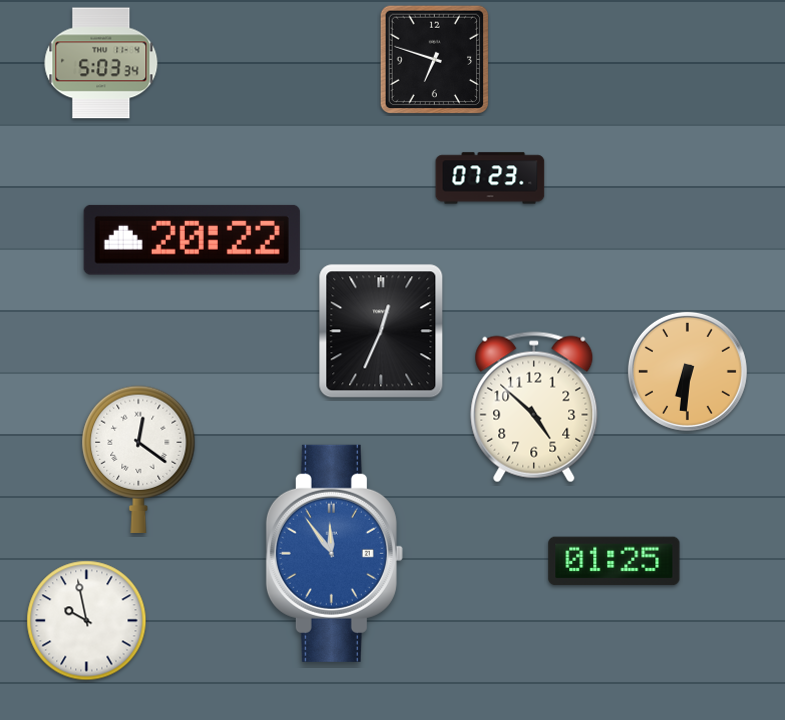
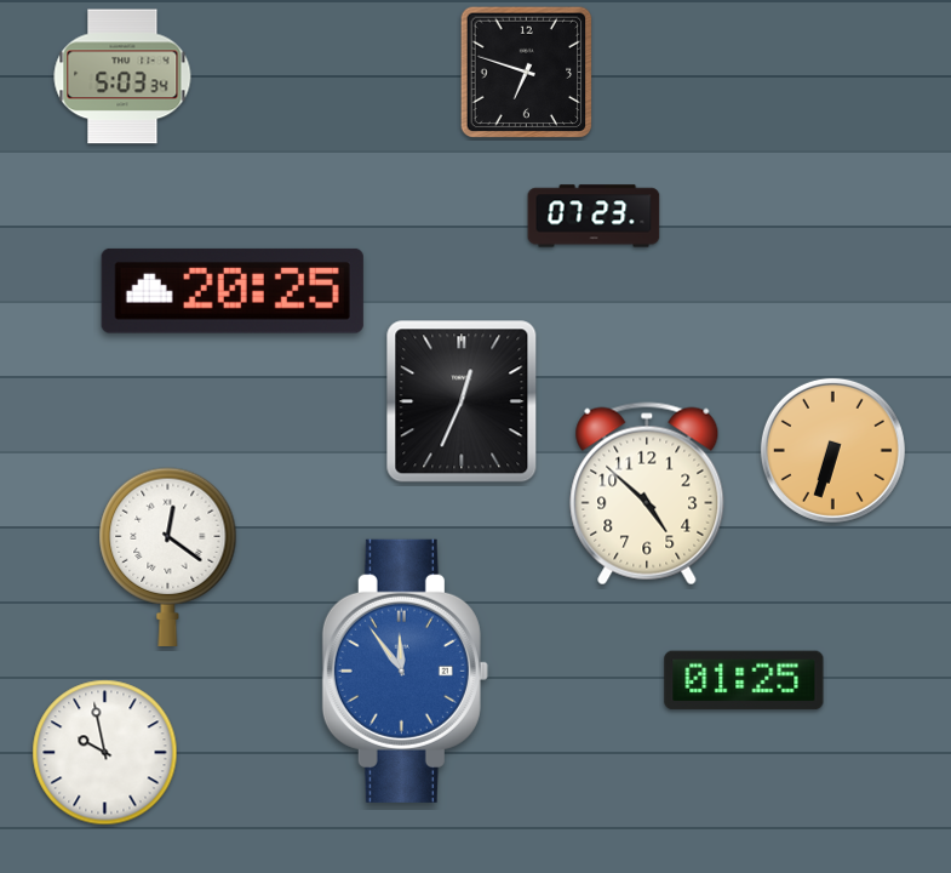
clock at (192, 240): 20:22 -> 20:25
clock at (687, 371): 6:31 -> 6:33
